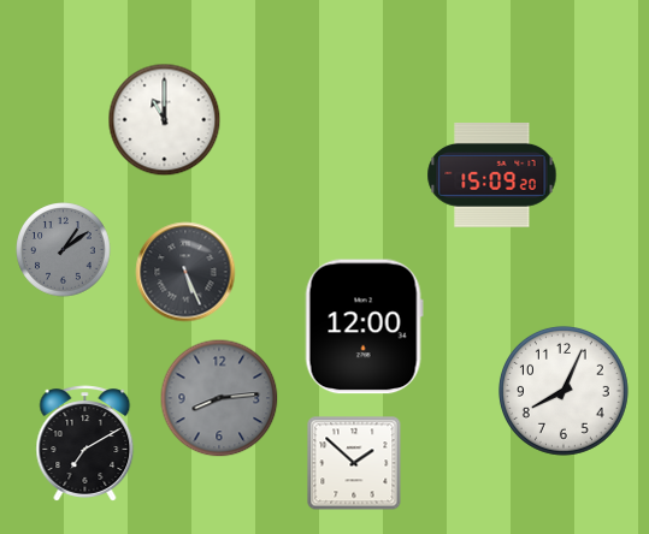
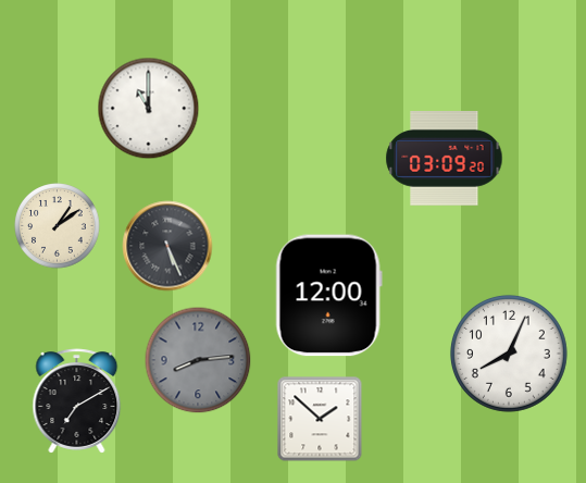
clock at (492, 176): 15:09 -> 03:09
clock at (64, 250) dial: grey -> cream
